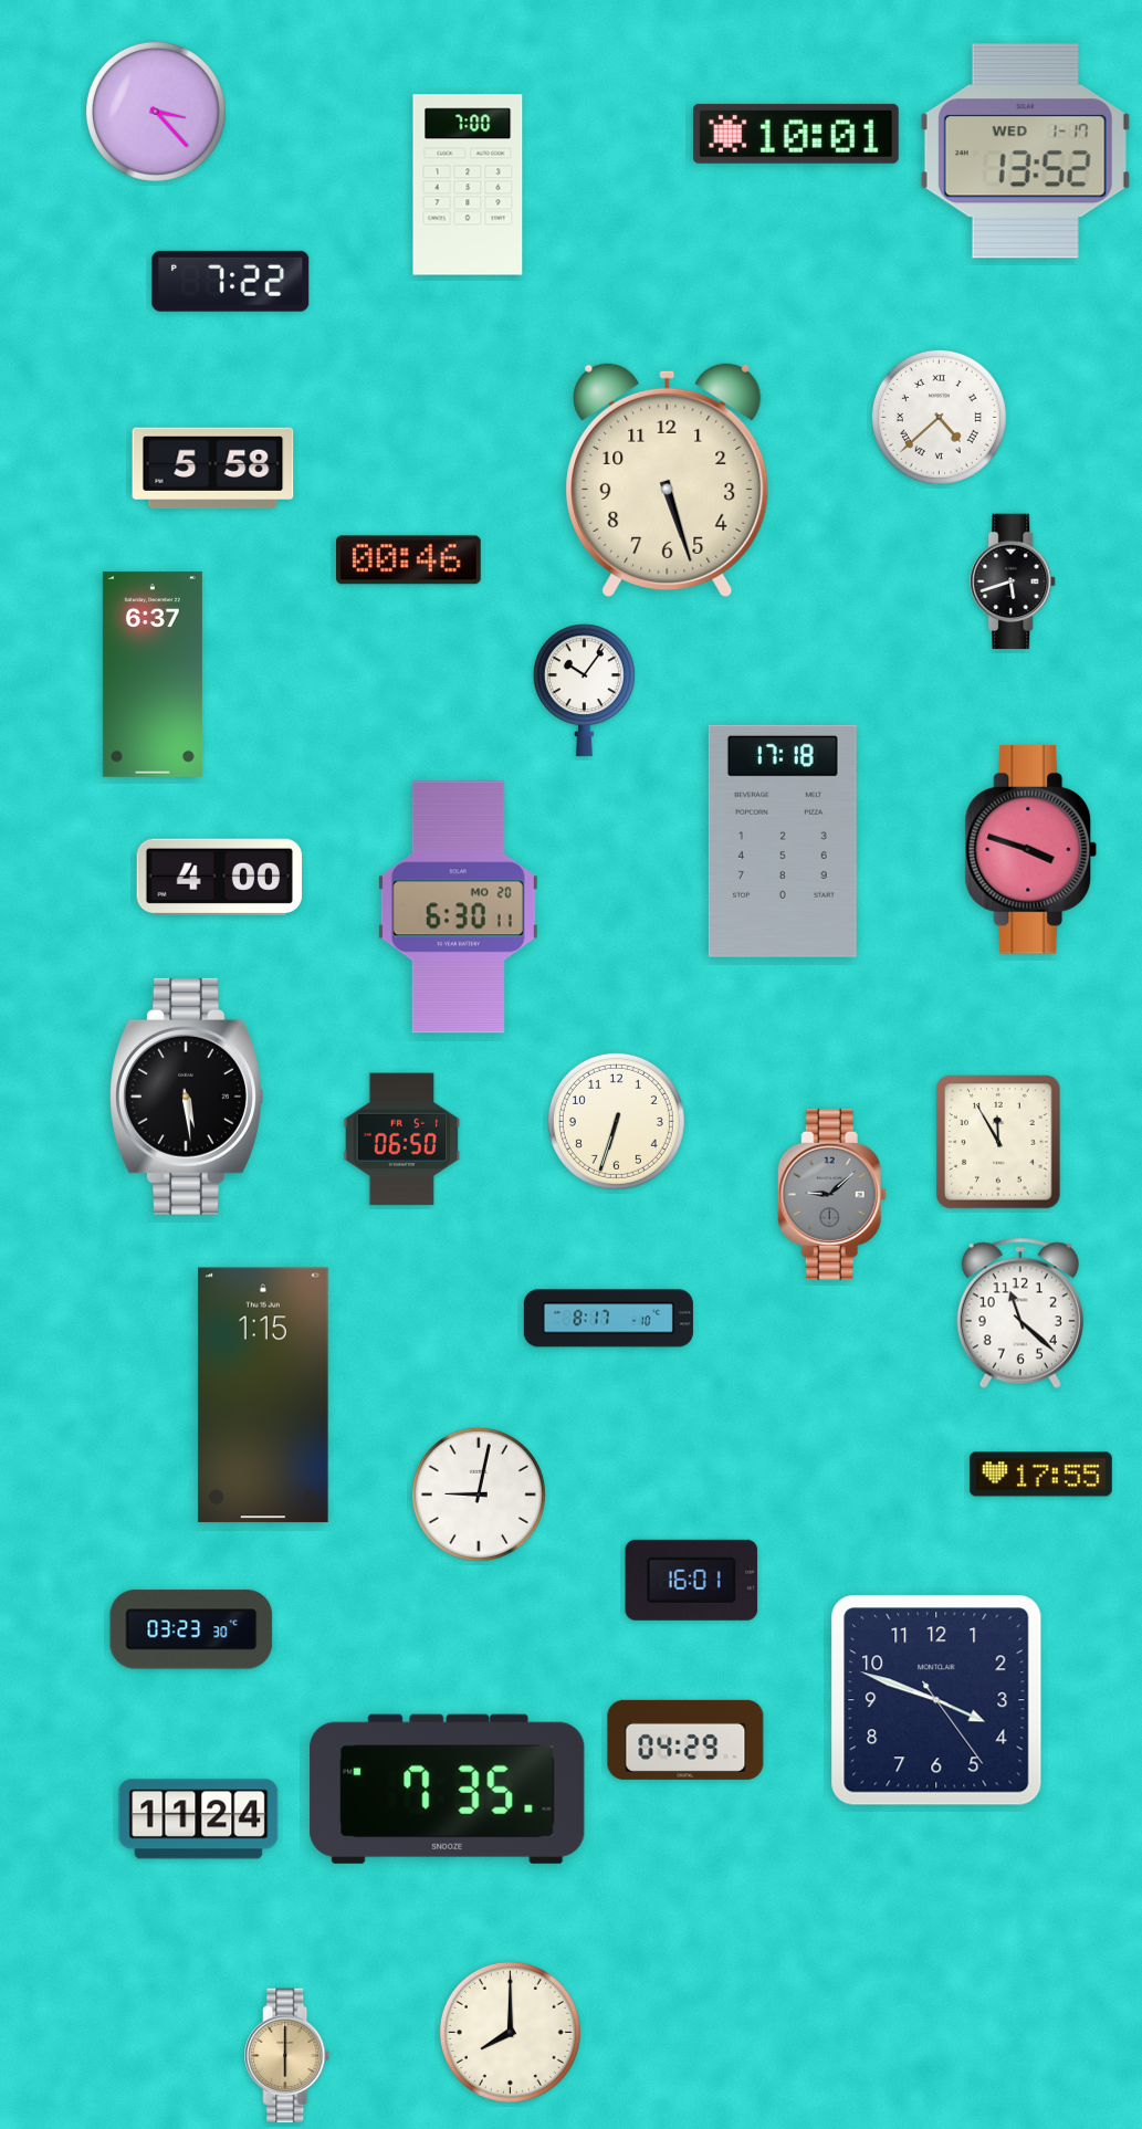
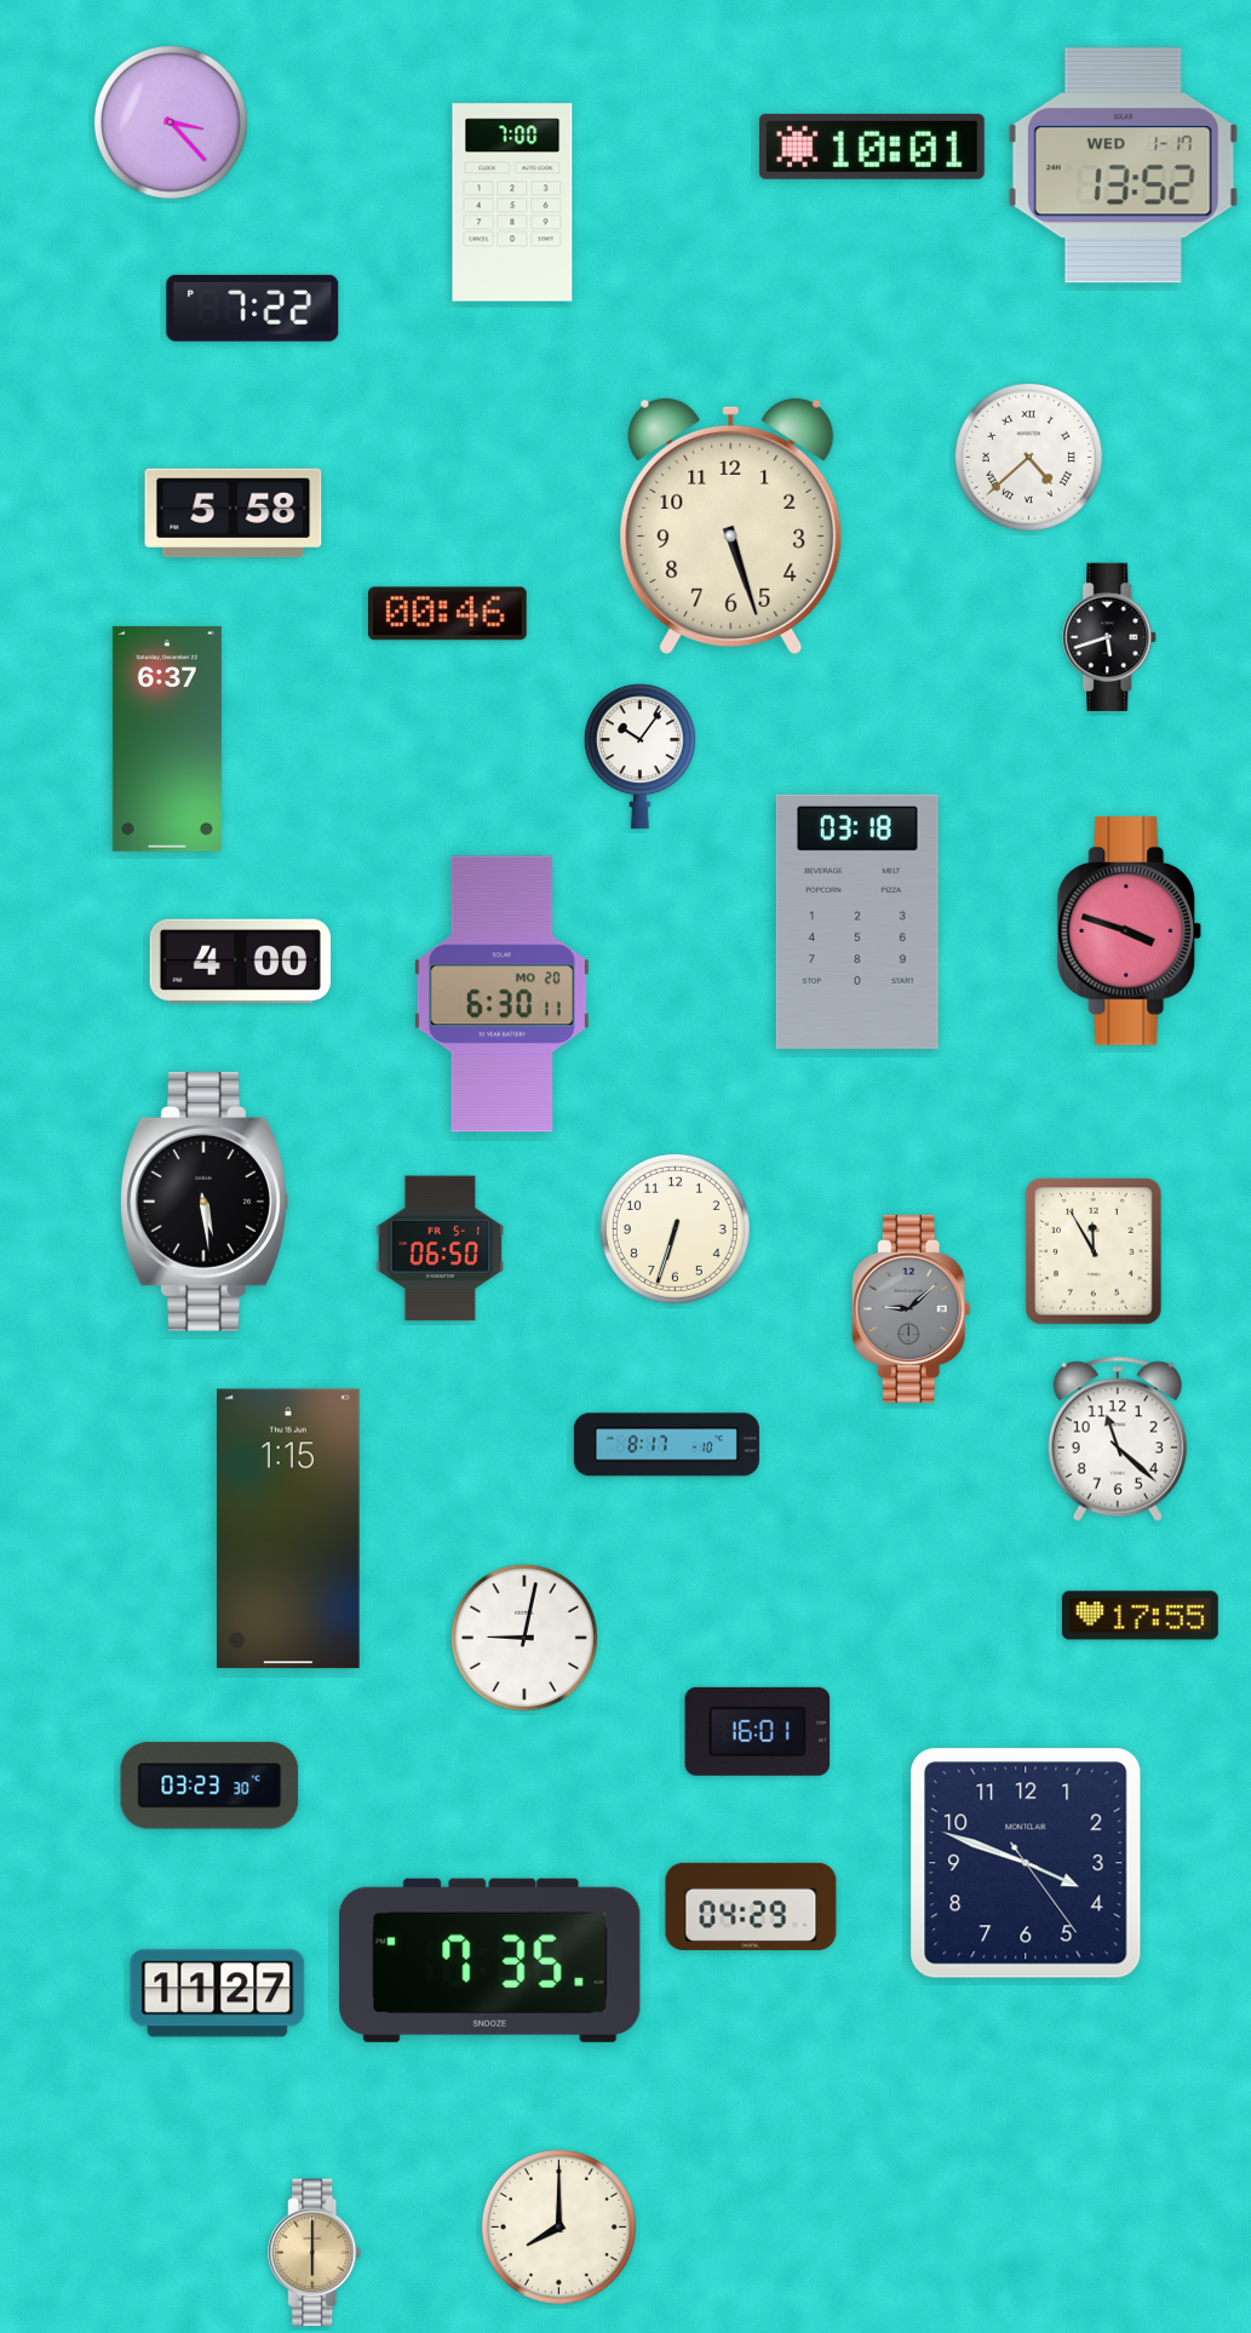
clock at (783, 841): 17:18 -> 03:18
clock at (199, 1819): 11:24 -> 11:27
